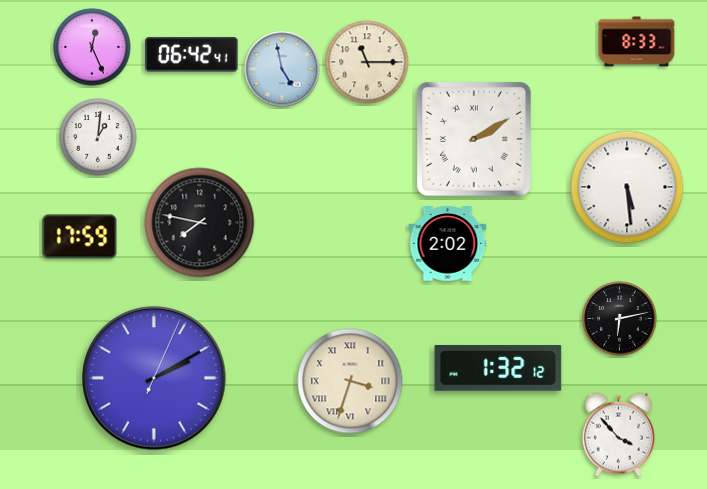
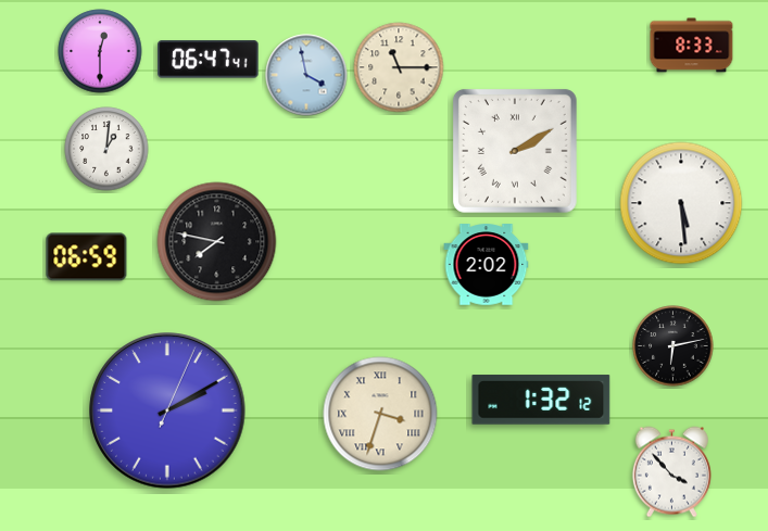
clock at (92, 47): 12:26 -> 12:30
clock at (192, 55): 06:42 -> 06:47
clock at (282, 69): 4:58 -> 3:58
clock at (80, 237): 17:59 -> 06:59
